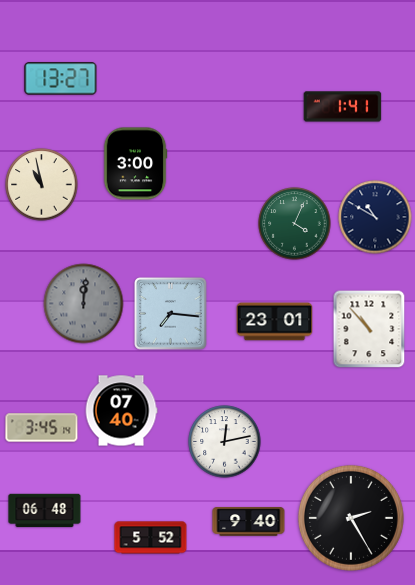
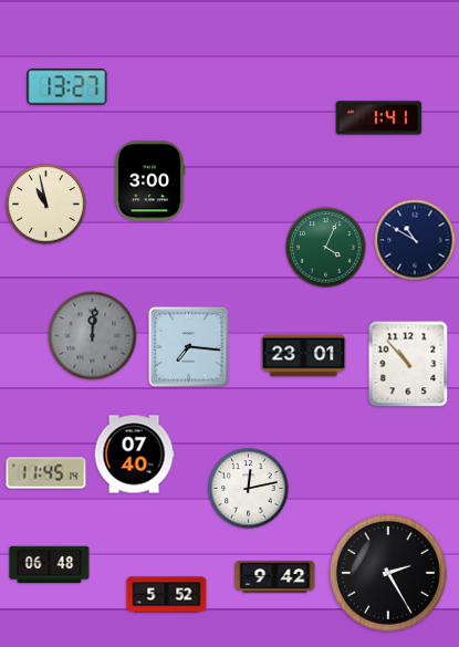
clock at (42, 428): 3:45 -> 11:45
clock at (249, 522): 9:40 -> 9:42
